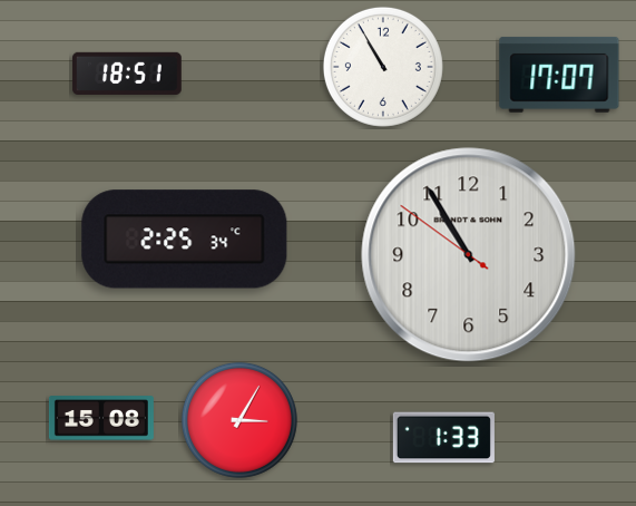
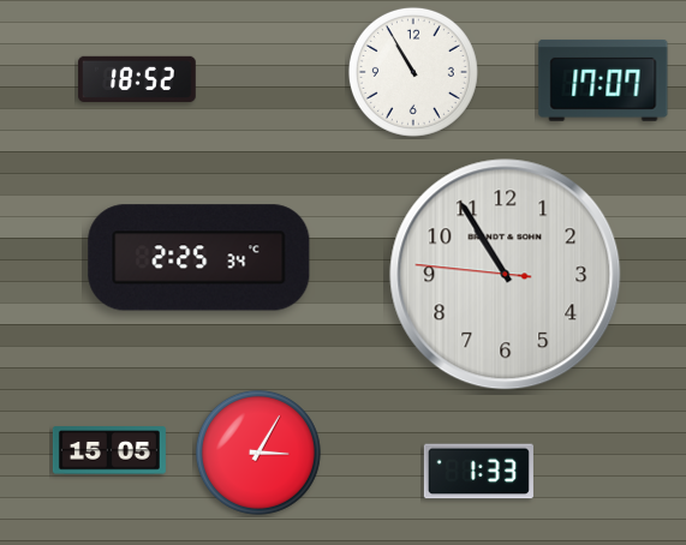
clock at (127, 74): 18:51 -> 18:52
clock at (469, 255): 10:54:51 -> 10:54:46
clock at (101, 418): 15:08 -> 15:05
